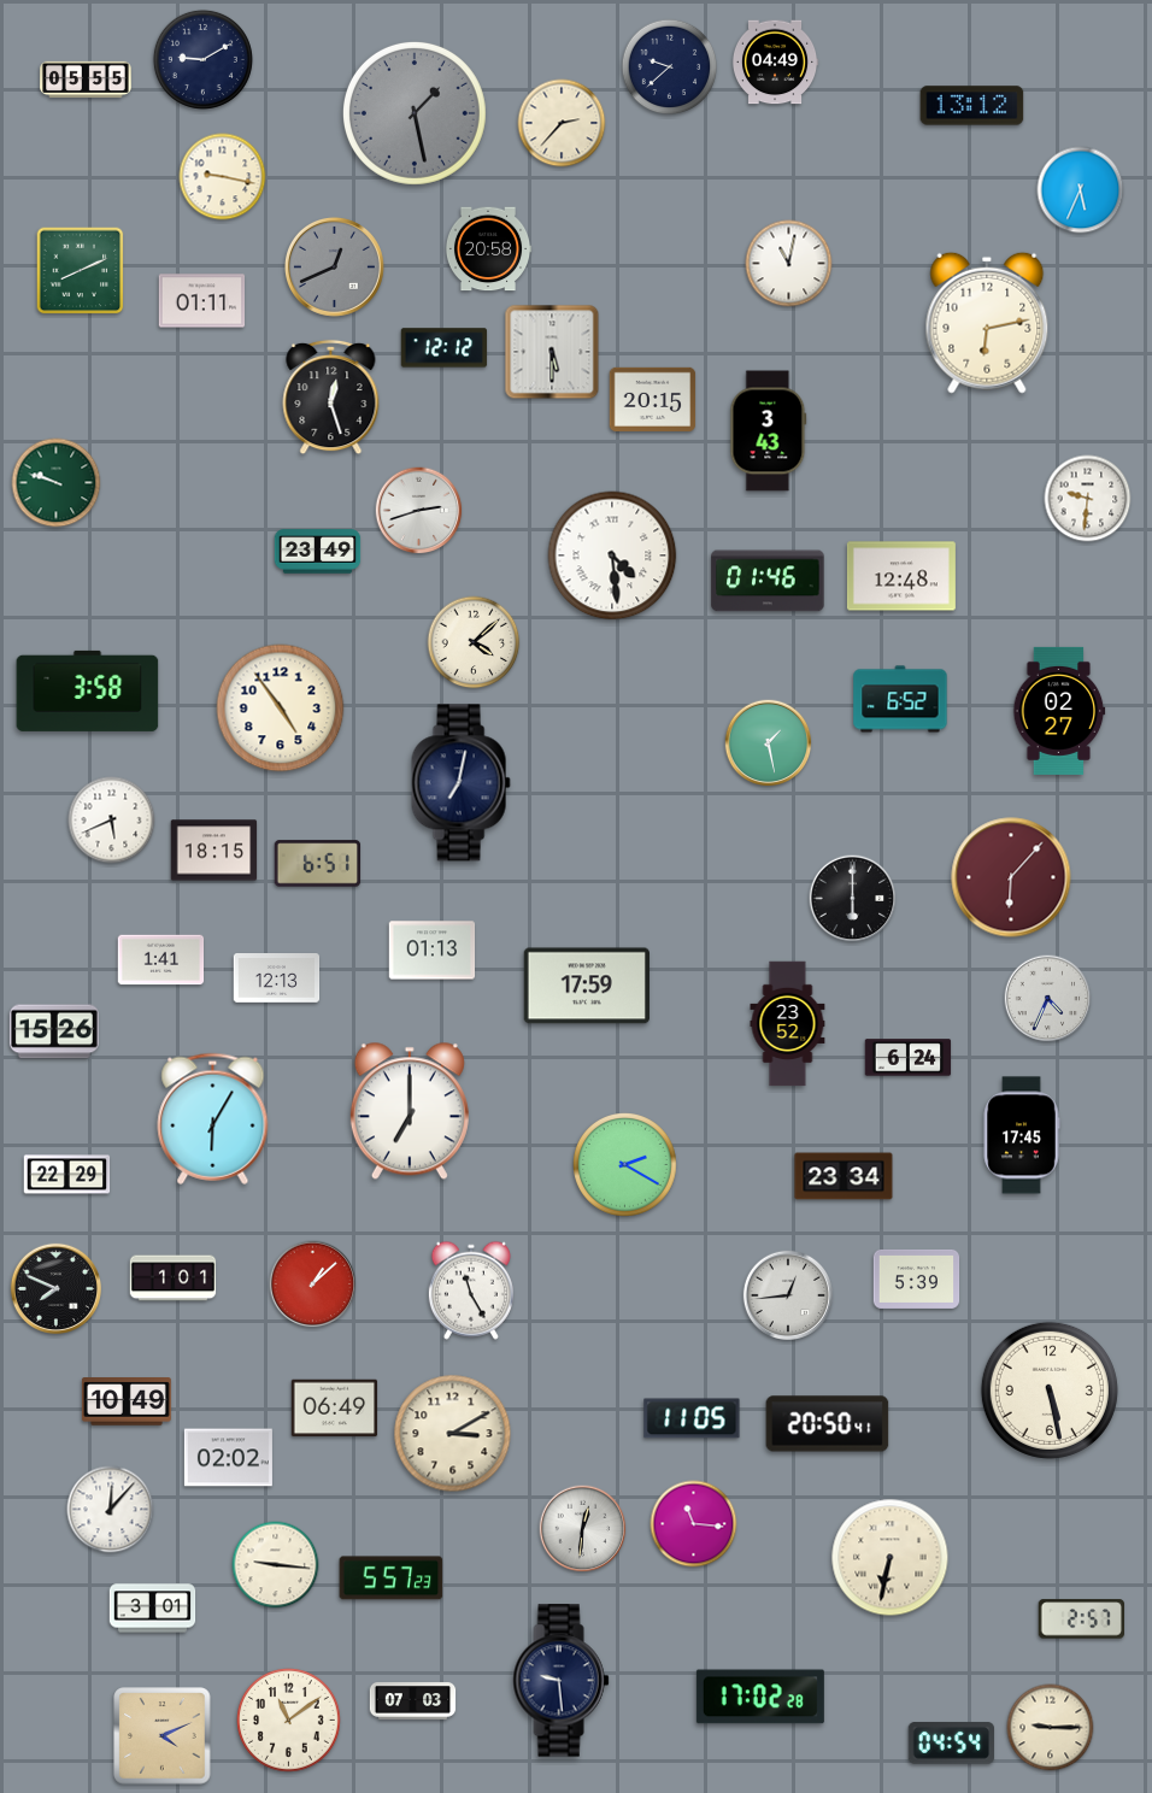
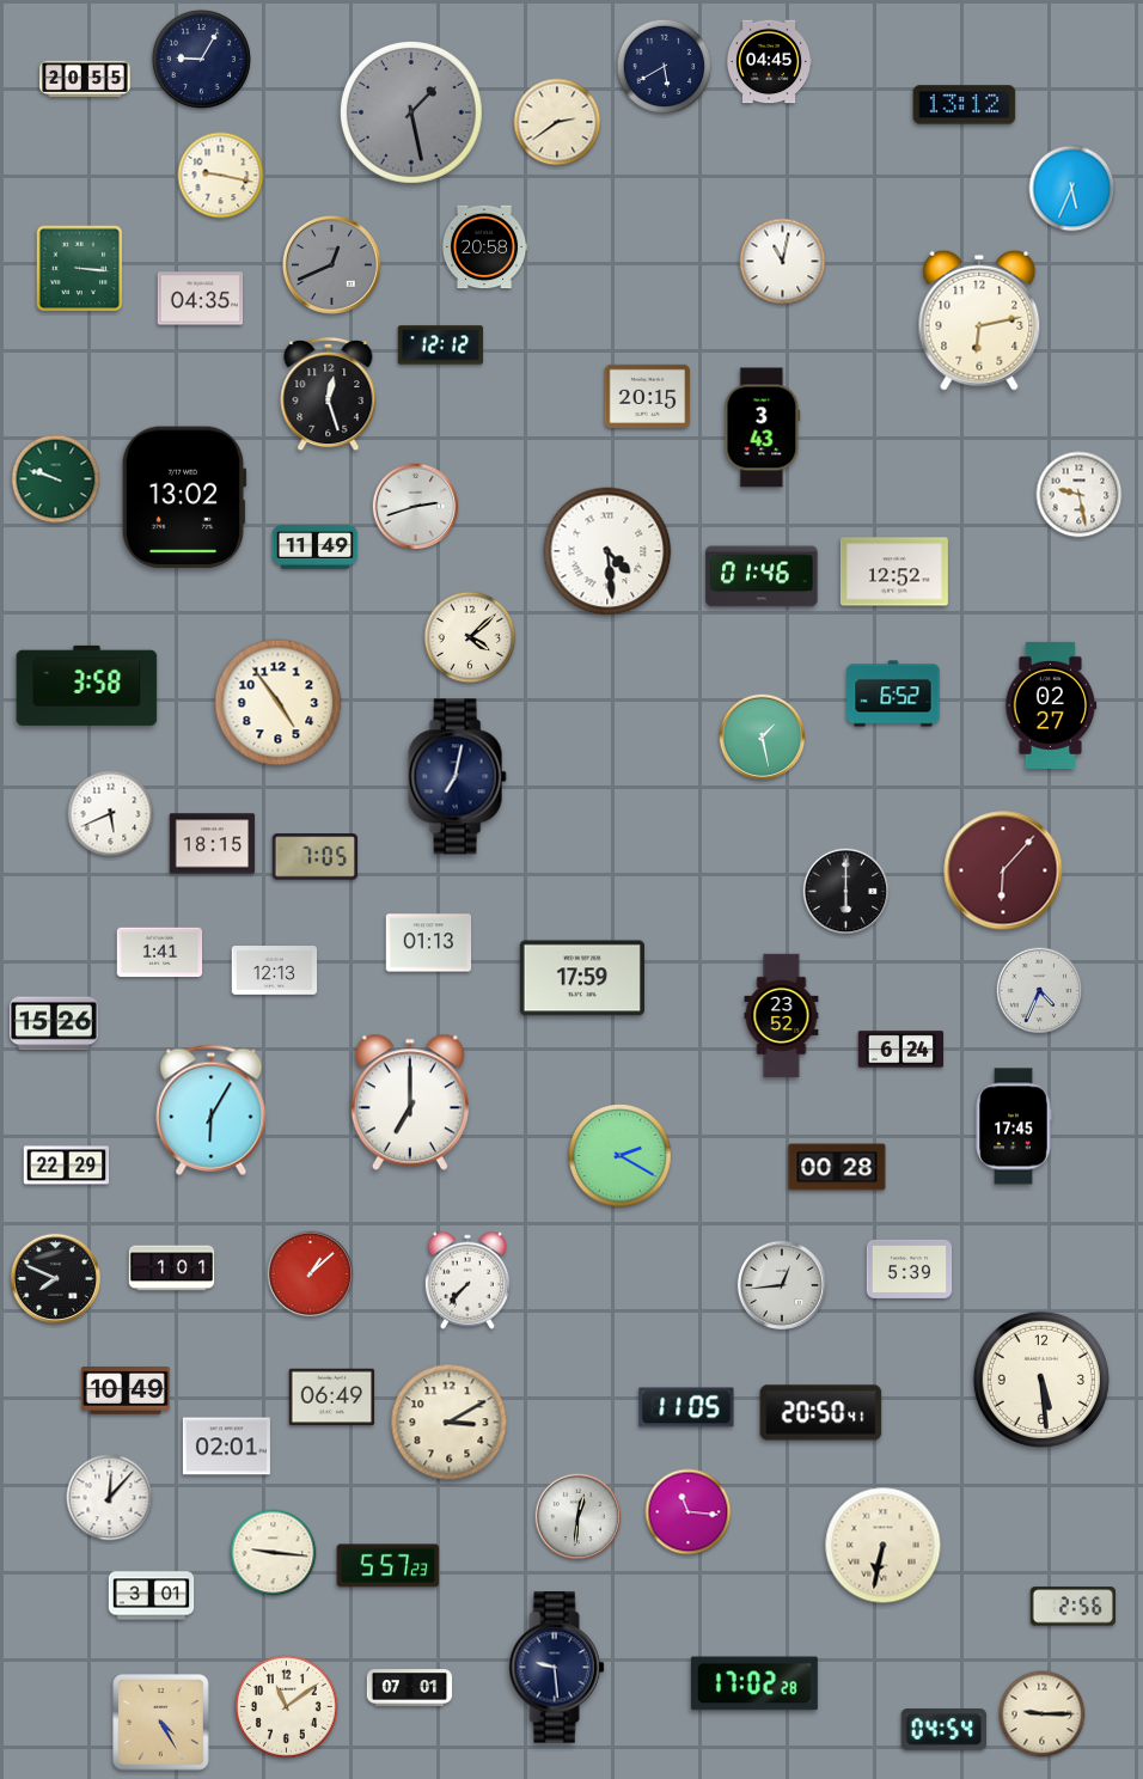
clock at (202, 59): 9:10 -> 9:05
clock at (775, 63): 04:49 -> 04:45
clock at (670, 67): 9:38 -> 5:40
clock at (86, 78): 05:55 -> 20:55
clock at (562, 123): 2:37 -> 2:39
clock at (81, 271): 8:11 -> 3:16
clock at (202, 301): 01:11 -> 04:35
clock at (552, 352): 5:30 -> none
clock at (1088, 499): 9:31 -> 9:28
clock at (184, 497): none -> 13:02
clock at (318, 552): 23:49 -> 11:49
clock at (901, 576): 12:48 -> 12:52
clock at (318, 864): 6:51 -> 7:05
clock at (410, 1111) position: (410, 1111) -> (410, 1102)
clock at (844, 1176): 23:34 -> 00:28
clock at (471, 1291): 11:25 -> 7:37
clock at (1050, 1391): 5:28 -> 5:29
clock at (228, 1458): 02:02 -> 02:01
clock at (1081, 1619): 2:57 -> 2:56
clock at (413, 1701): 07:03 -> 07:01
clock at (163, 1736): 4:11 -> 4:25
